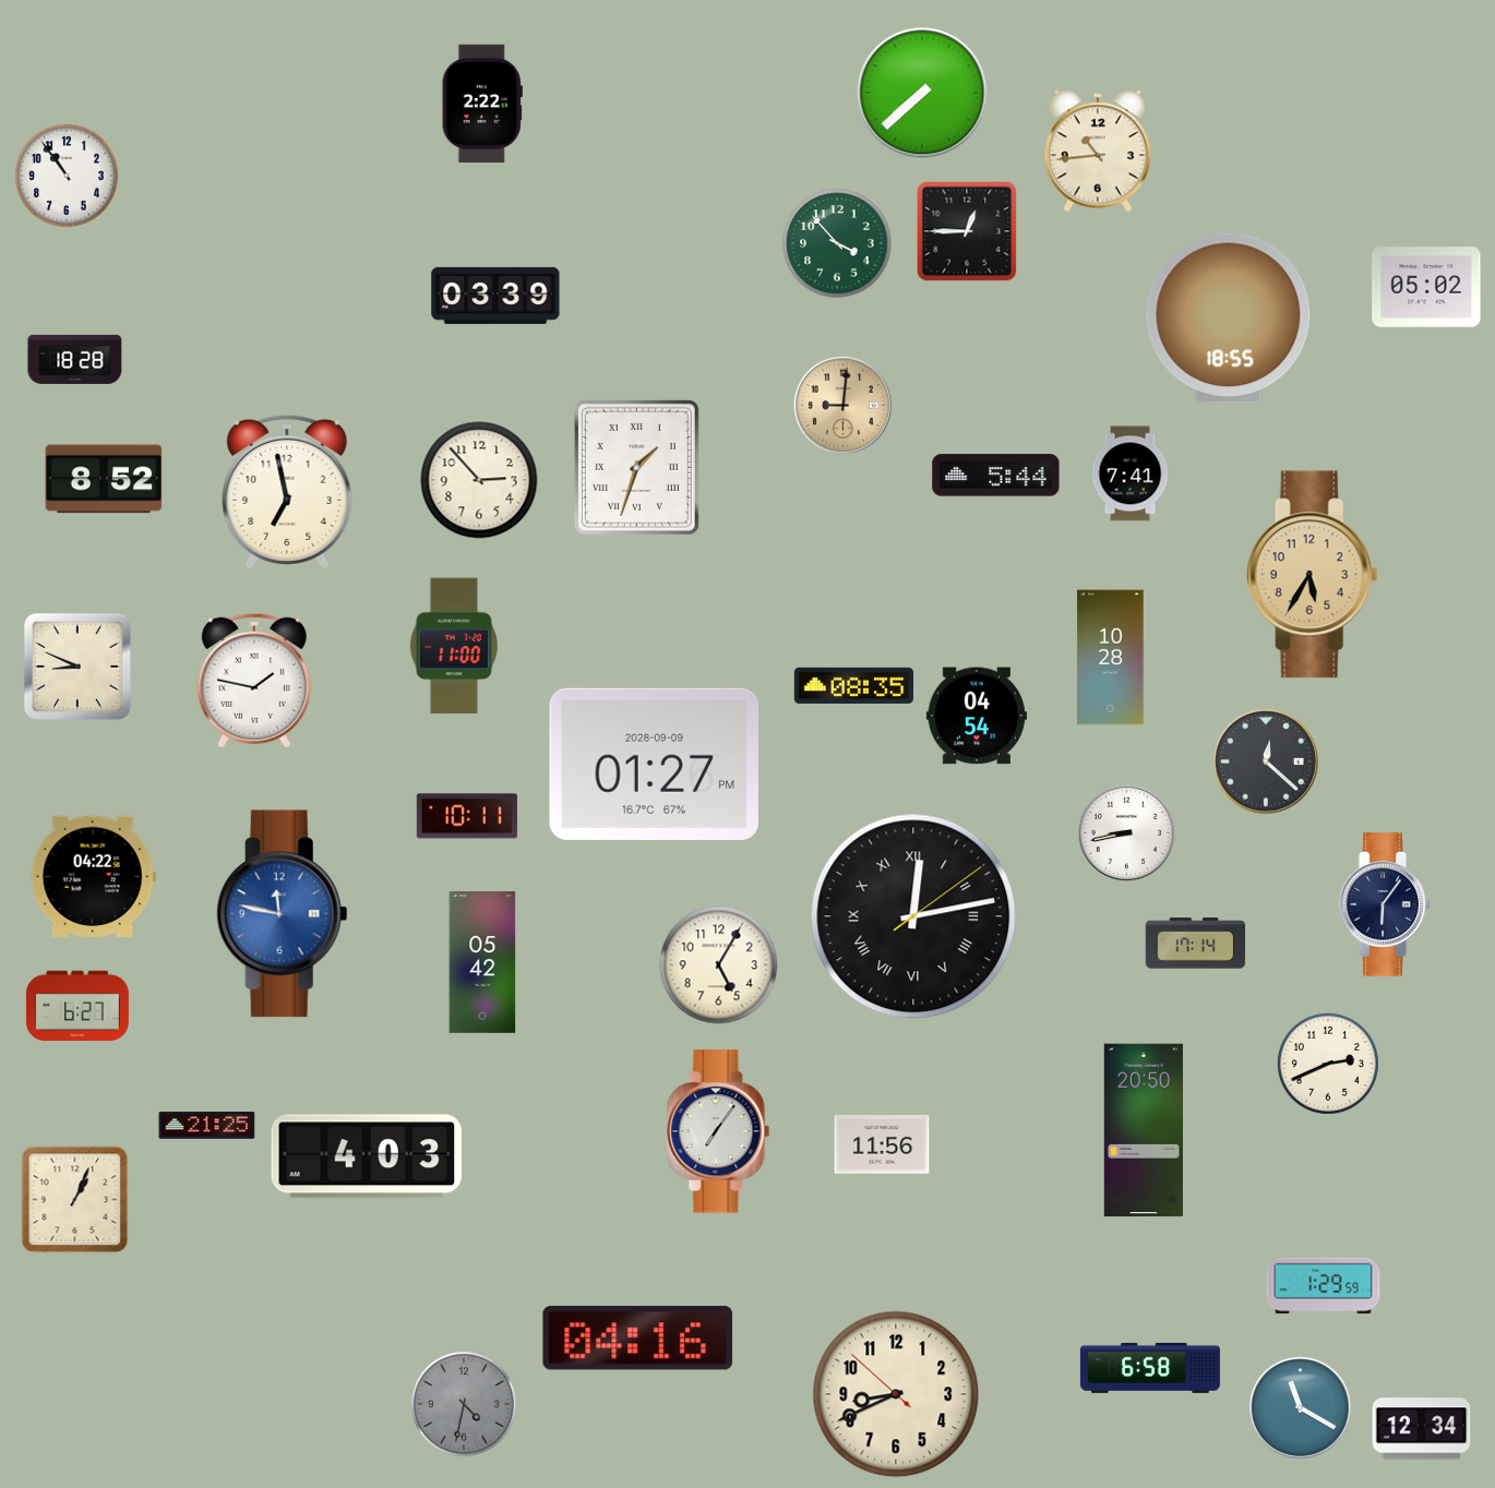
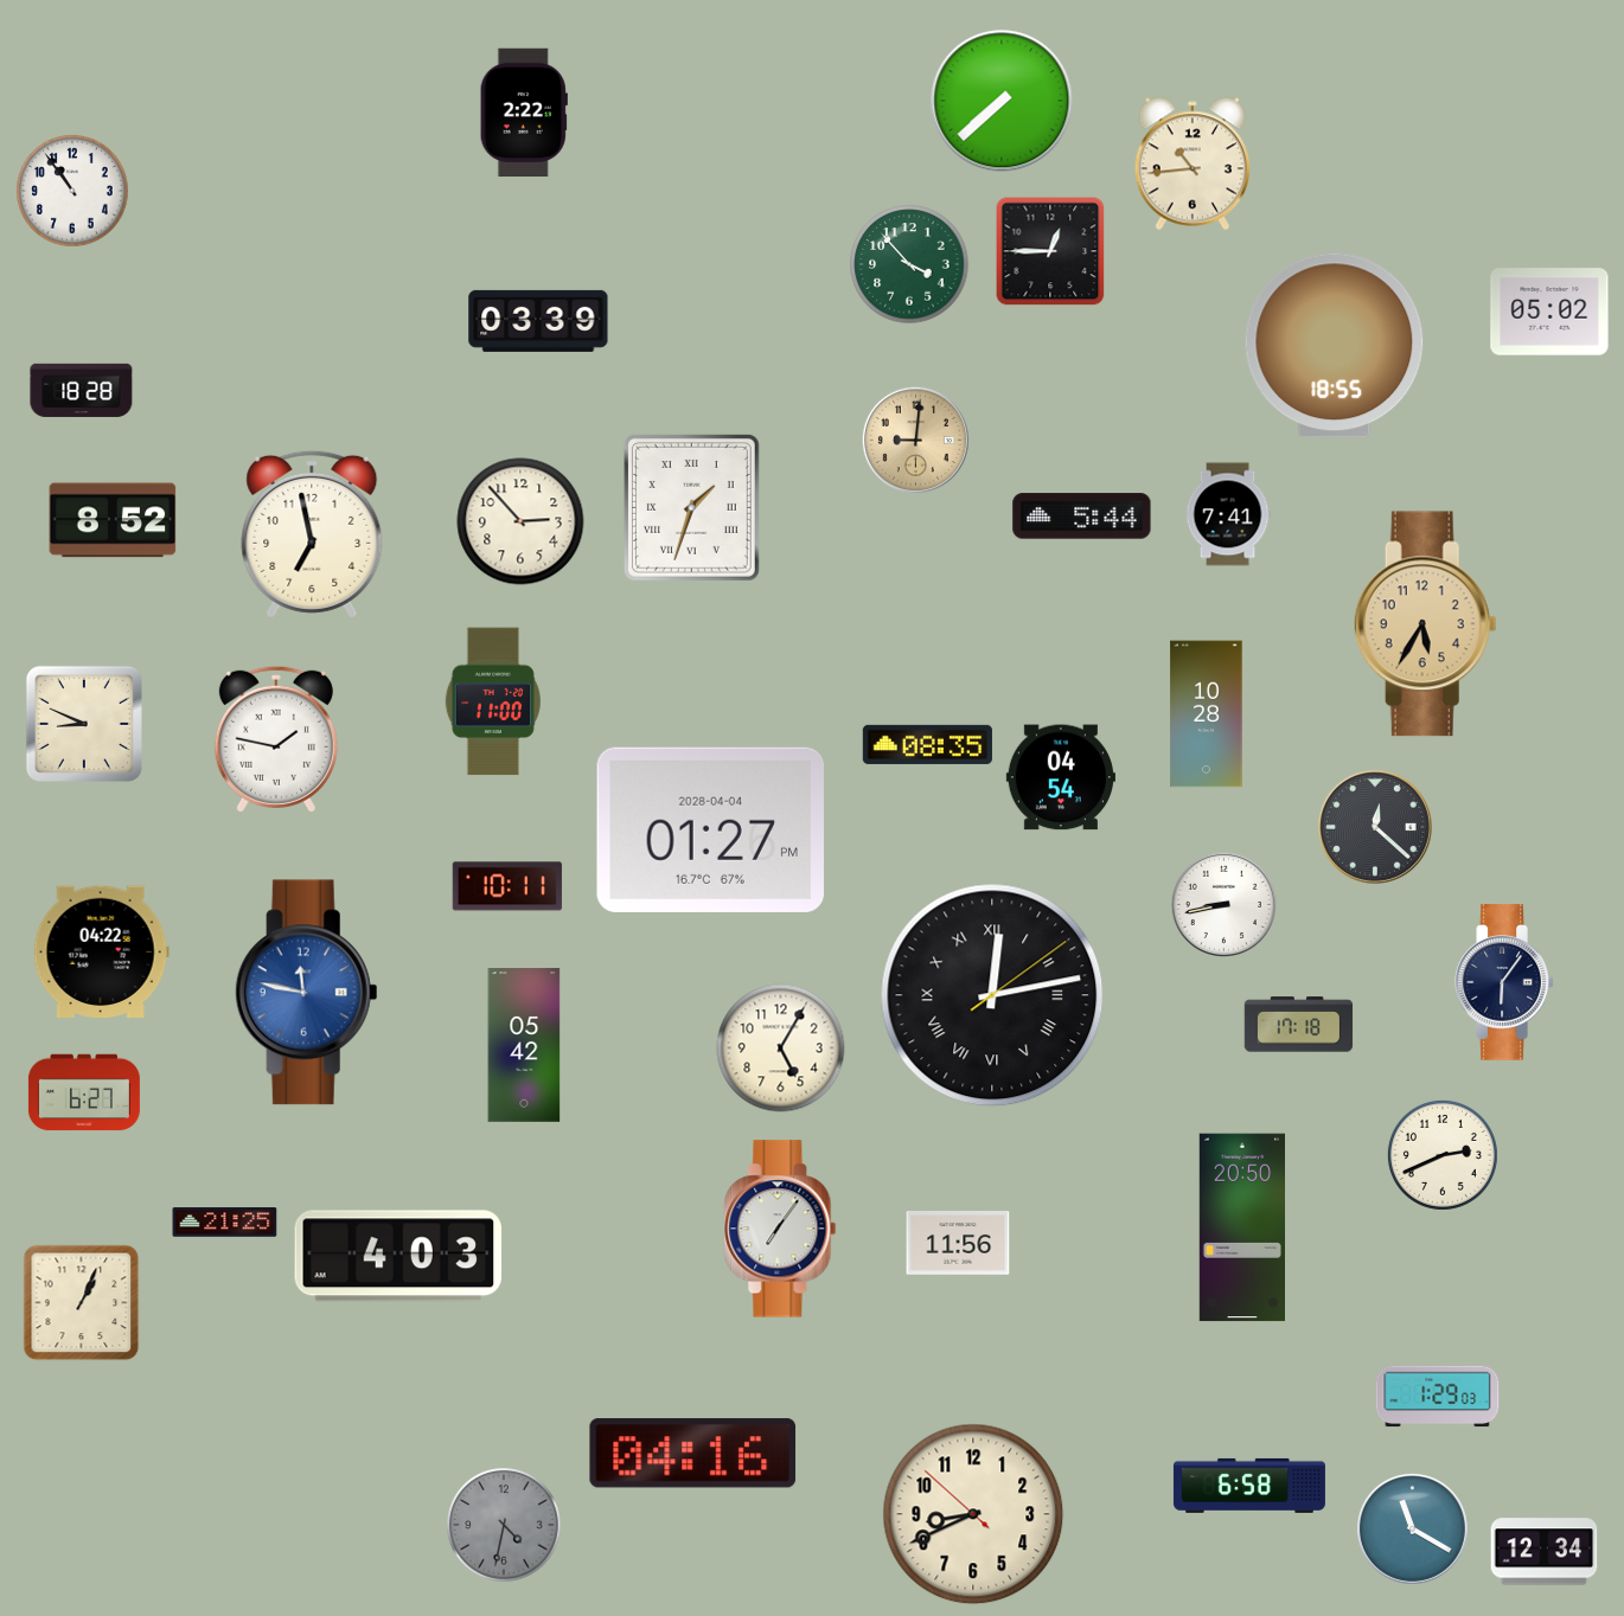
clock at (654, 764) date: 2028-09-09 -> 2028-04-04
clock at (1196, 944): 17:14 -> 17:18
clock at (1324, 1286): 1:29:59 -> 1:29:03
